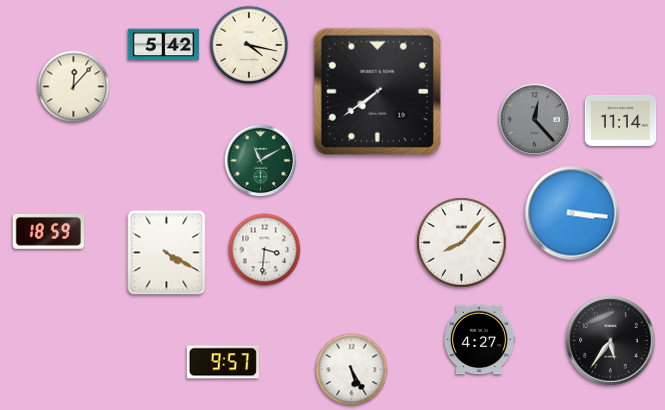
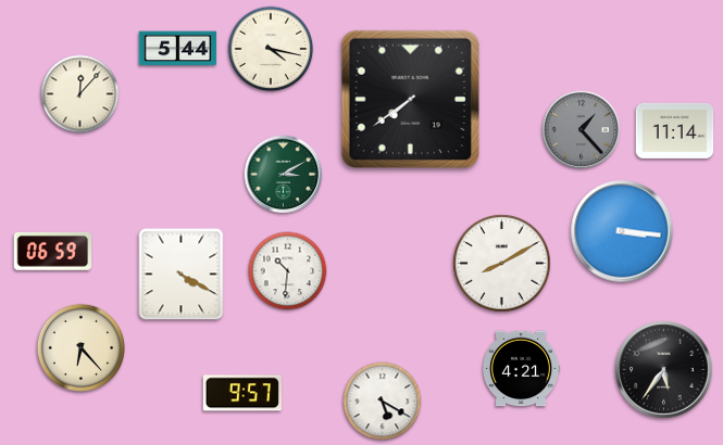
clock at (164, 45): 5:42 -> 5:44
clock at (535, 120): 12:23 -> 1:23
clock at (261, 161): 11:10 -> 3:10
clock at (49, 232): 18:59 -> 06:59
clock at (462, 243): 8:07 -> 8:10
clock at (265, 250): 3:31 -> 10:31
clock at (80, 347): none -> 6:23
clock at (479, 340): 4:27 -> 4:21
clock at (352, 370): 5:25 -> 5:20
